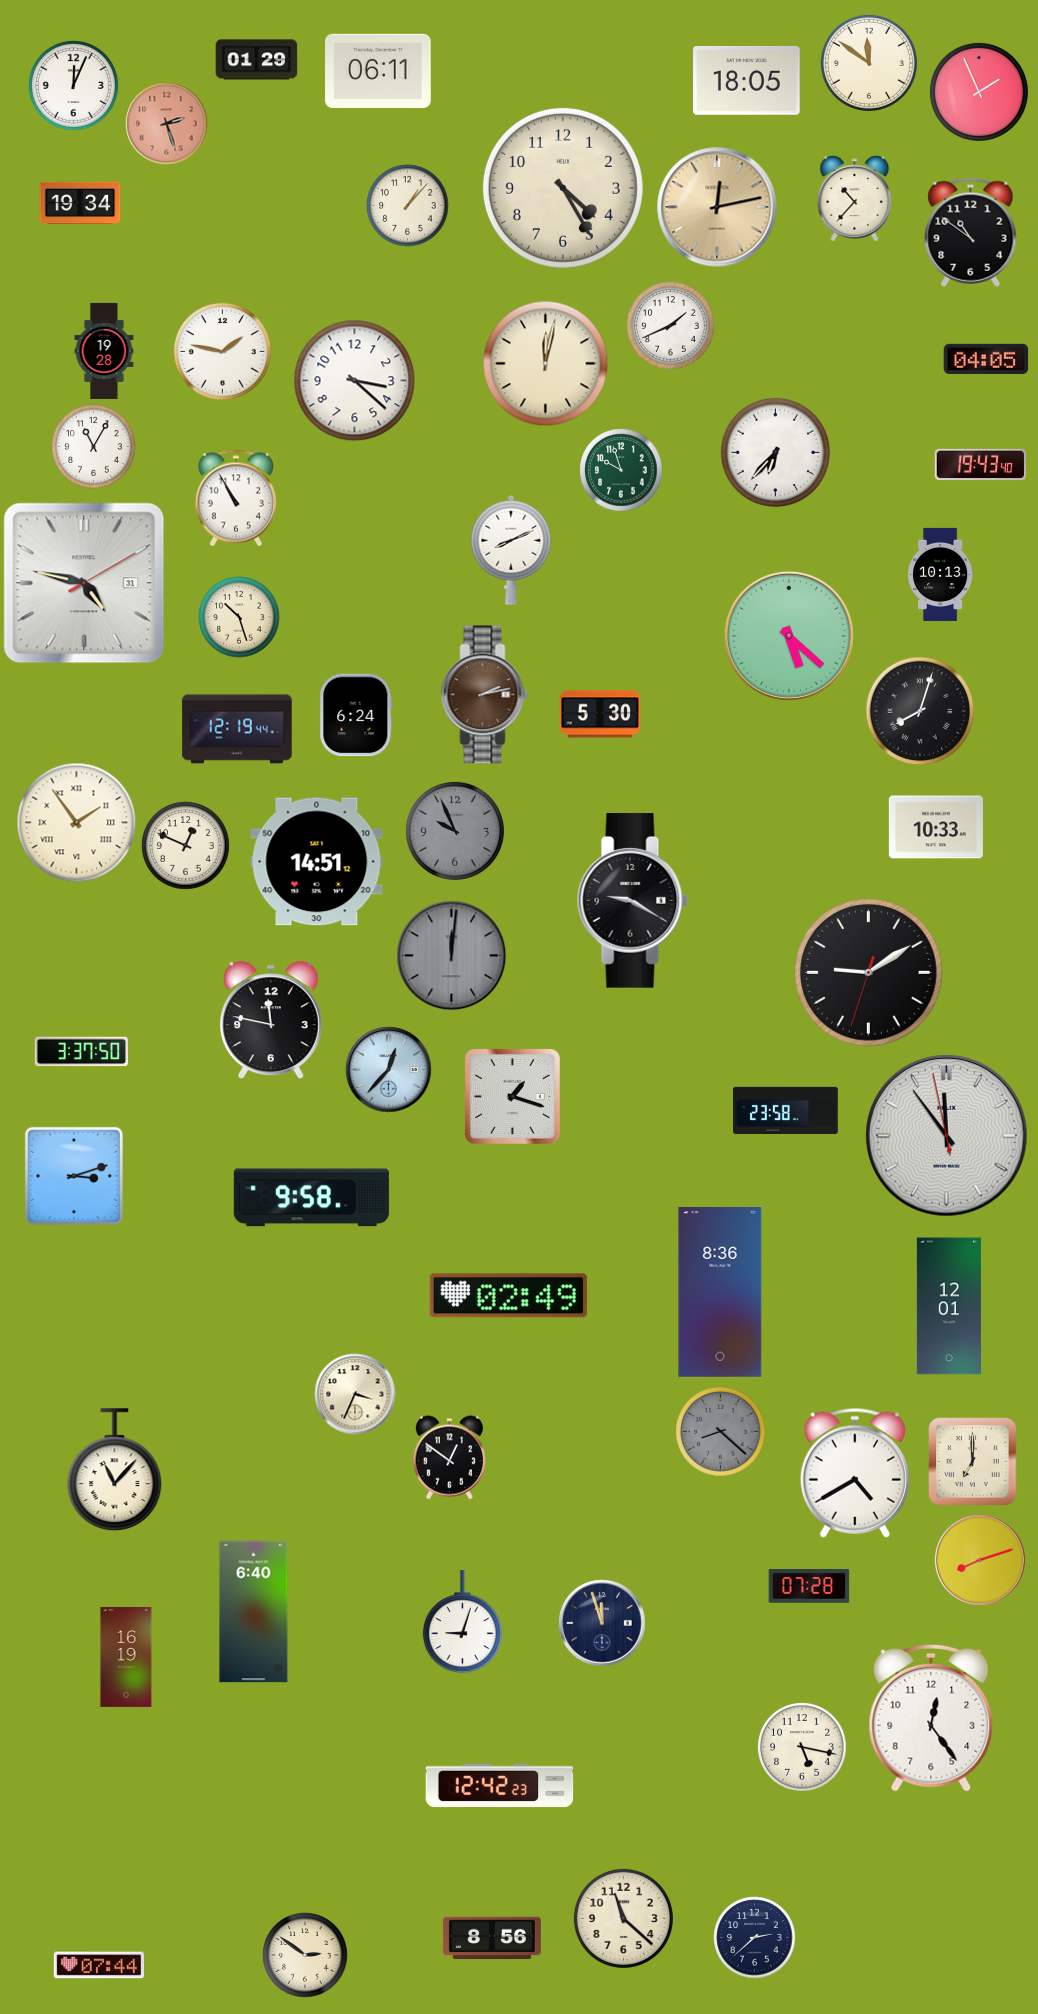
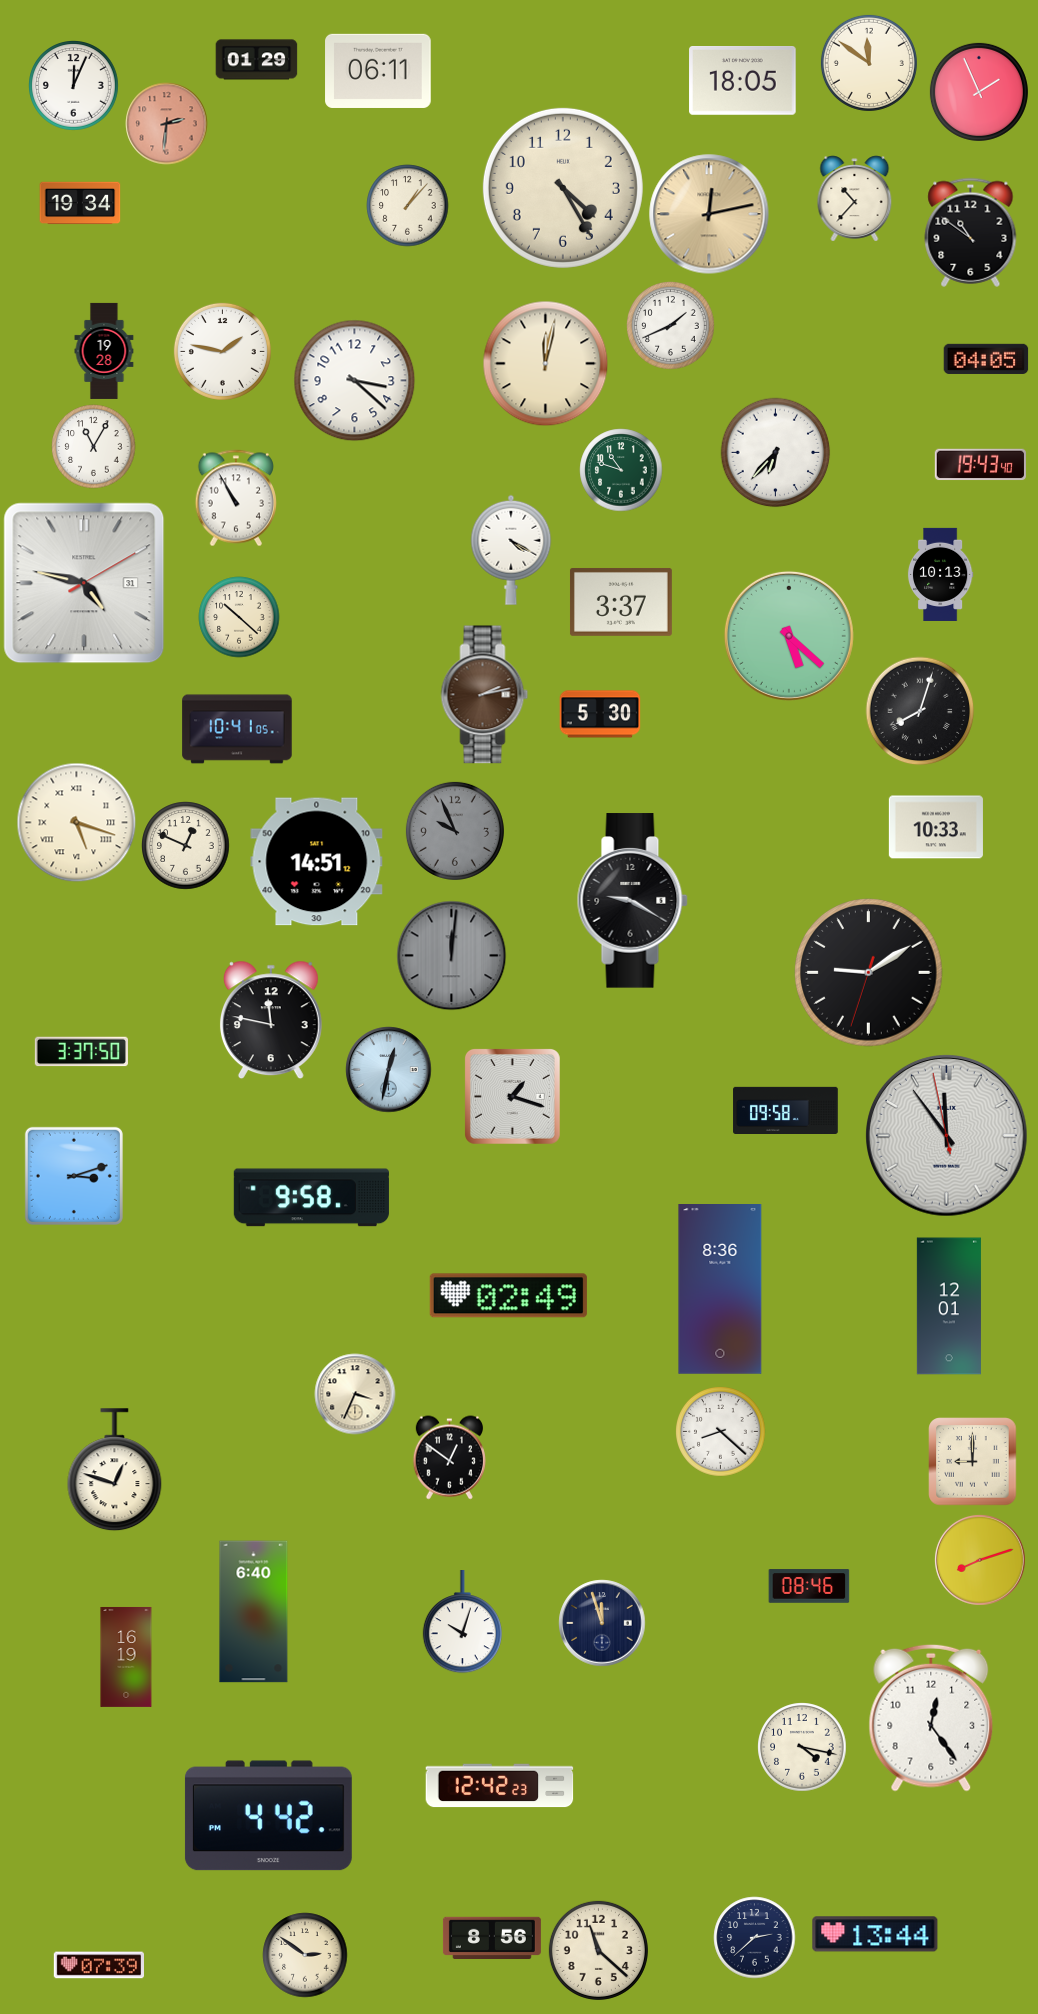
clock at (747, 81) position: (747, 81) -> (743, 81)
clock at (166, 123): 2:27 -> 2:31
clock at (717, 207) position: (717, 207) -> (709, 214)
clock at (621, 470): 9:57 -> 10:48
clock at (511, 550): 8:11 -> 4:20
clock at (621, 602): none -> 3:37
clock at (239, 617): 10:27 -> 10:22
clock at (356, 715): 6:24 -> none
clock at (237, 729): 12:19 -> 10:41
clock at (76, 822): 1:54 -> 5:18
clock at (388, 1069): 12:37 -> 12:32
clock at (786, 1110): 23:58 -> 09:58
clock at (720, 1293) position: (720, 1293) -> (720, 1290)
clock at (721, 1432) dial: grey -> white
clock at (972, 1461): 7:00 -> 9:00
clock at (115, 1470): 11:07 -> 12:48
clock at (855, 1473): 4:40 -> none
clock at (809, 1586): 07:28 -> 08:46
clock at (462, 1622): 9:03 -> 10:03
clock at (802, 1747): 5:17 -> 4:17
clock at (268, 1816): none -> 4:42
clock at (623, 1918) position: (623, 1918) -> (598, 1950)
clock at (875, 1934): none -> 13:44
clock at (98, 1965): 07:44 -> 07:39
